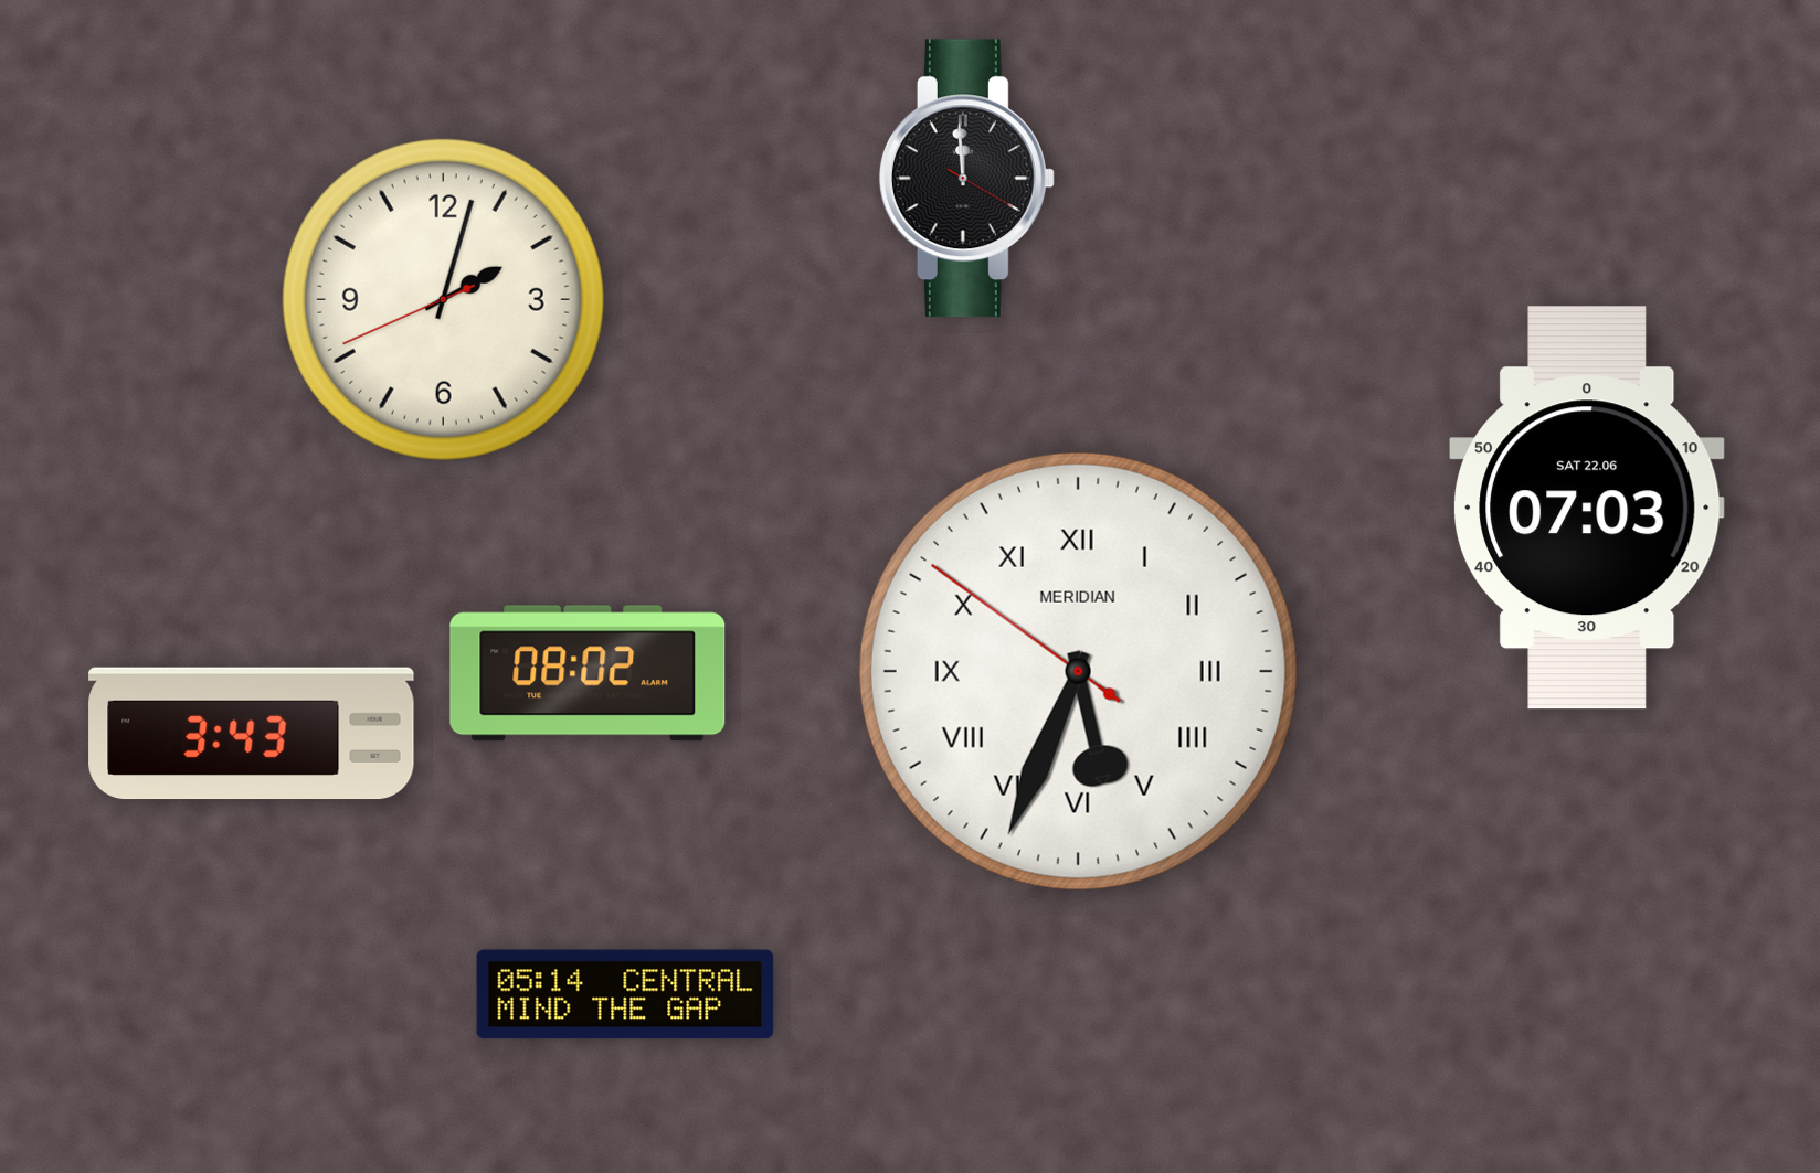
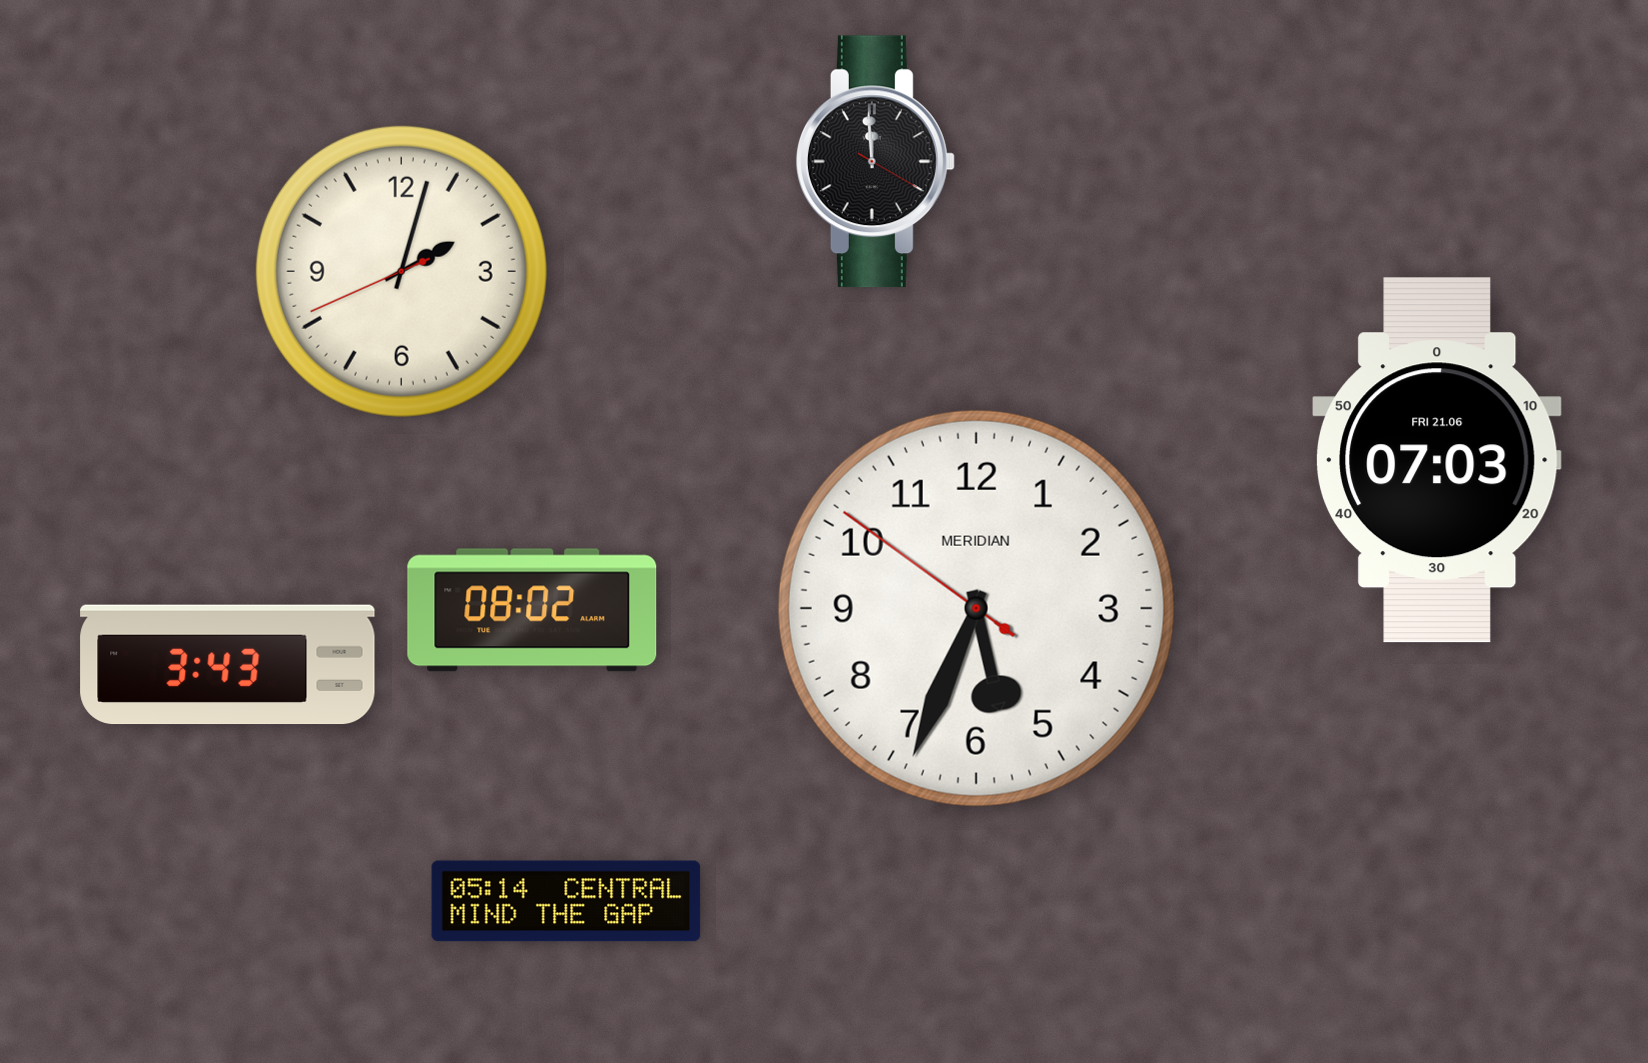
clock at (1588, 508) date: SAT 22.06 -> FRI 21.06
clock at (1078, 671) numerals: Roman -> Arabic
